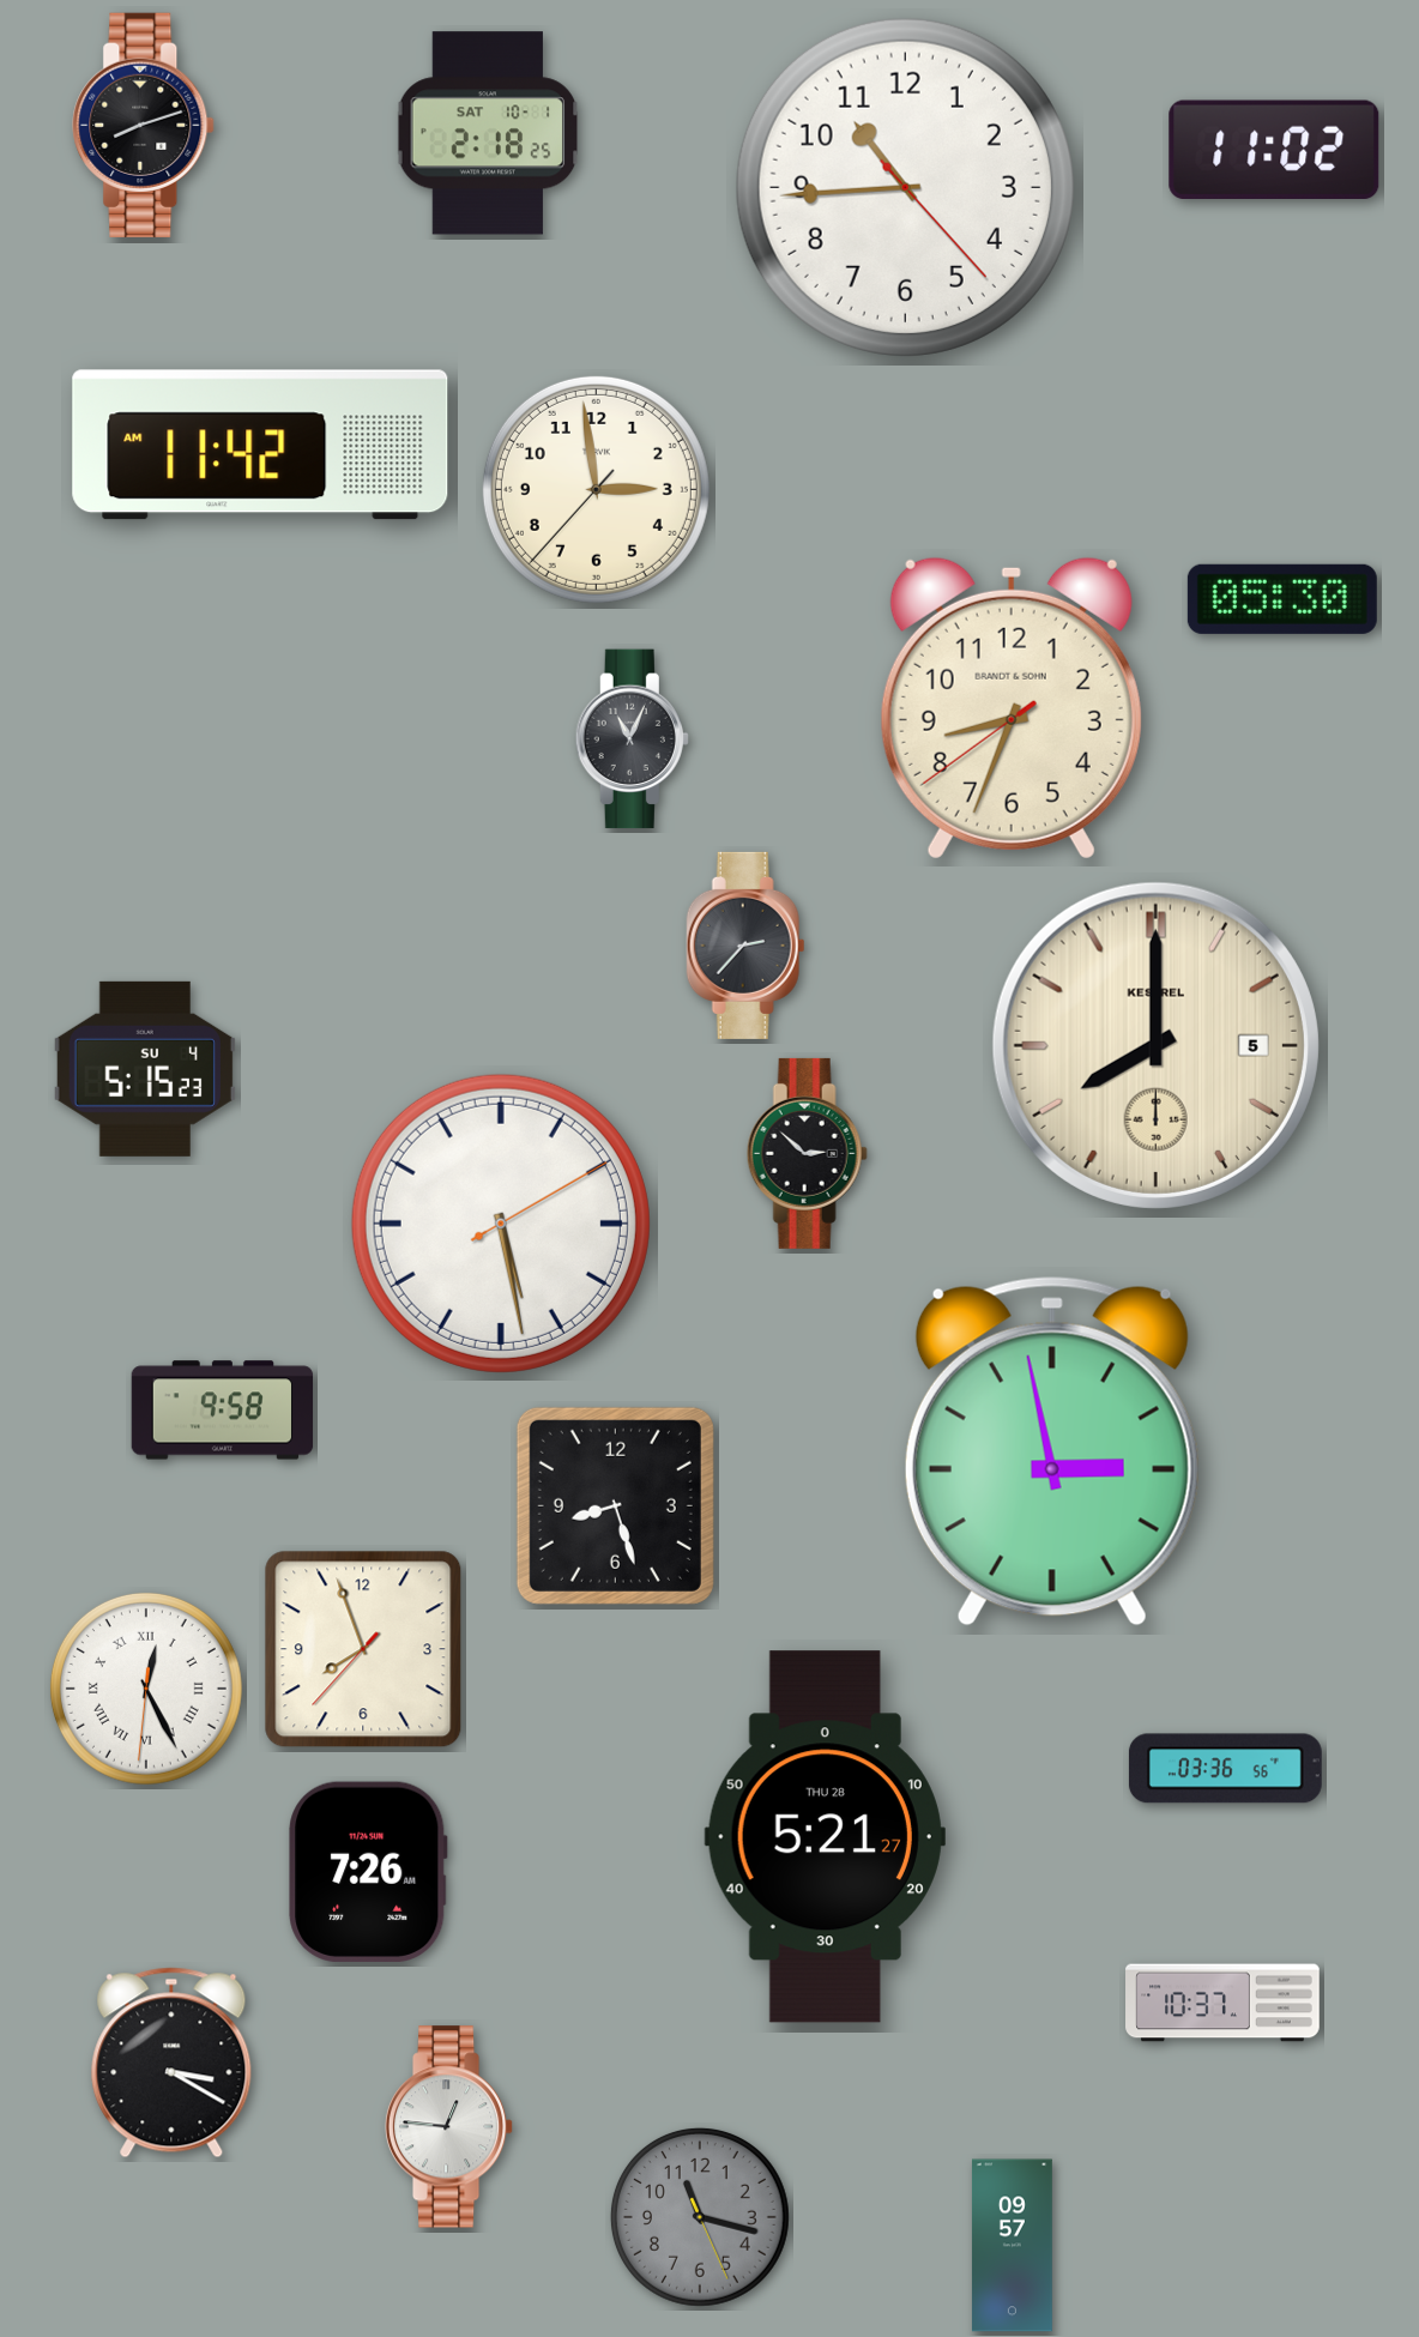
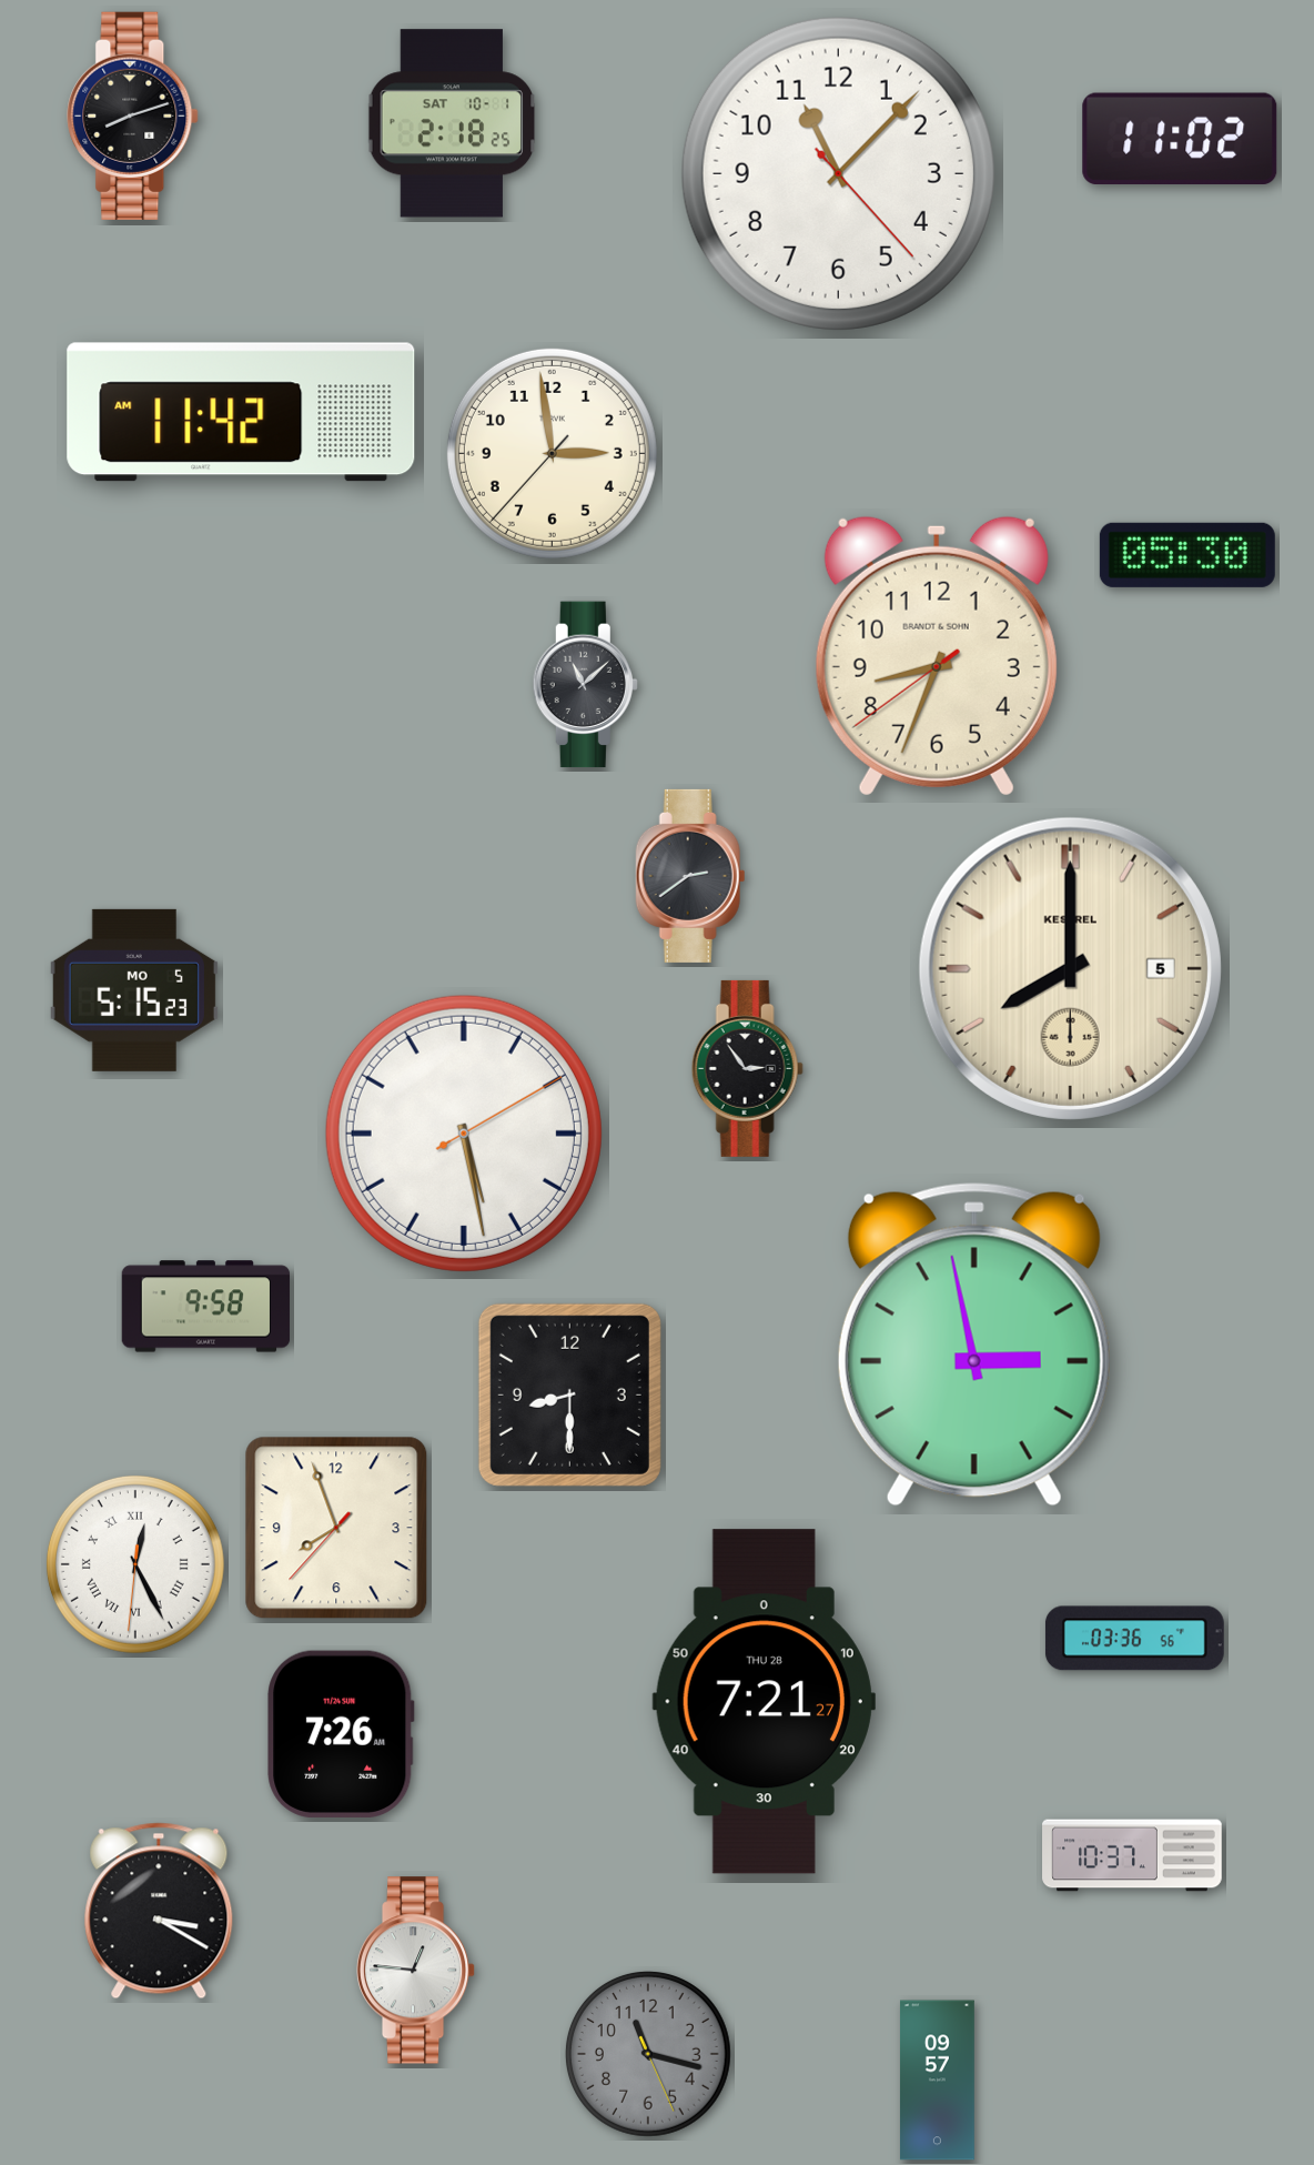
clock at (905, 187): 10:44 -> 11:07
clock at (632, 739): 11:04 -> 11:08
clock at (745, 946): 2:37 -> 2:39
clock at (145, 1069) date: SU 4 -> MO 5
clock at (807, 1153): 2:52 -> 2:54
clock at (615, 1505): 8:27 -> 8:30
clock at (825, 1837): 5:21 -> 7:21
